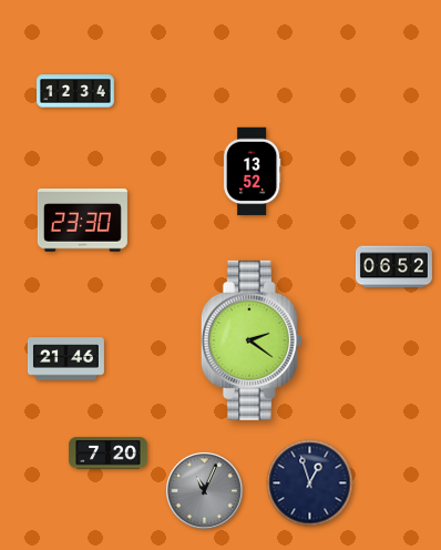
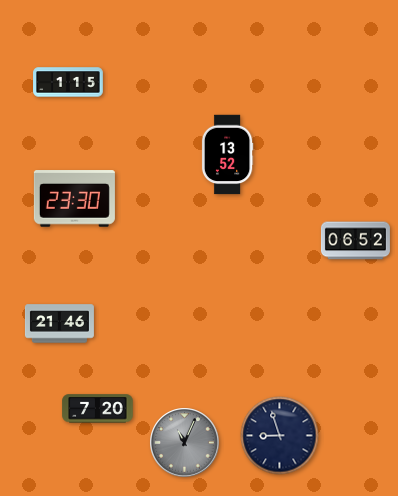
clock at (75, 91): 12:34 -> 1:15
clock at (252, 340): 2:21 -> none
clock at (310, 483): 12:57 -> 8:57
